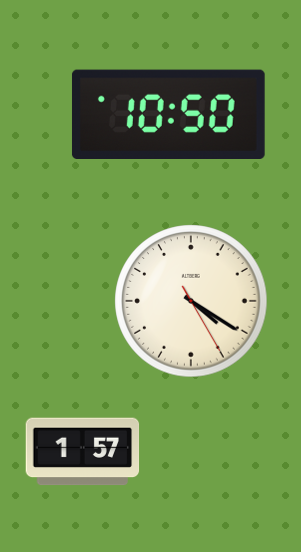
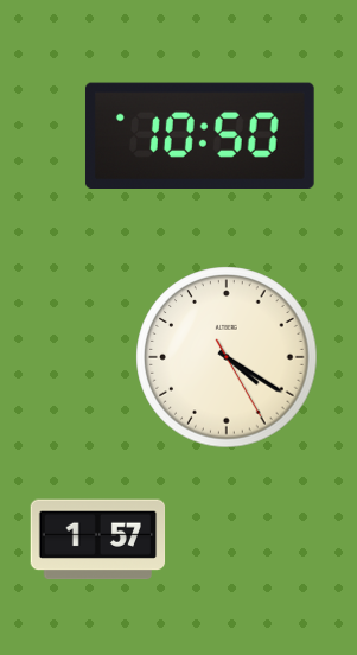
clock at (83, 452) position: (83, 452) -> (98, 540)
